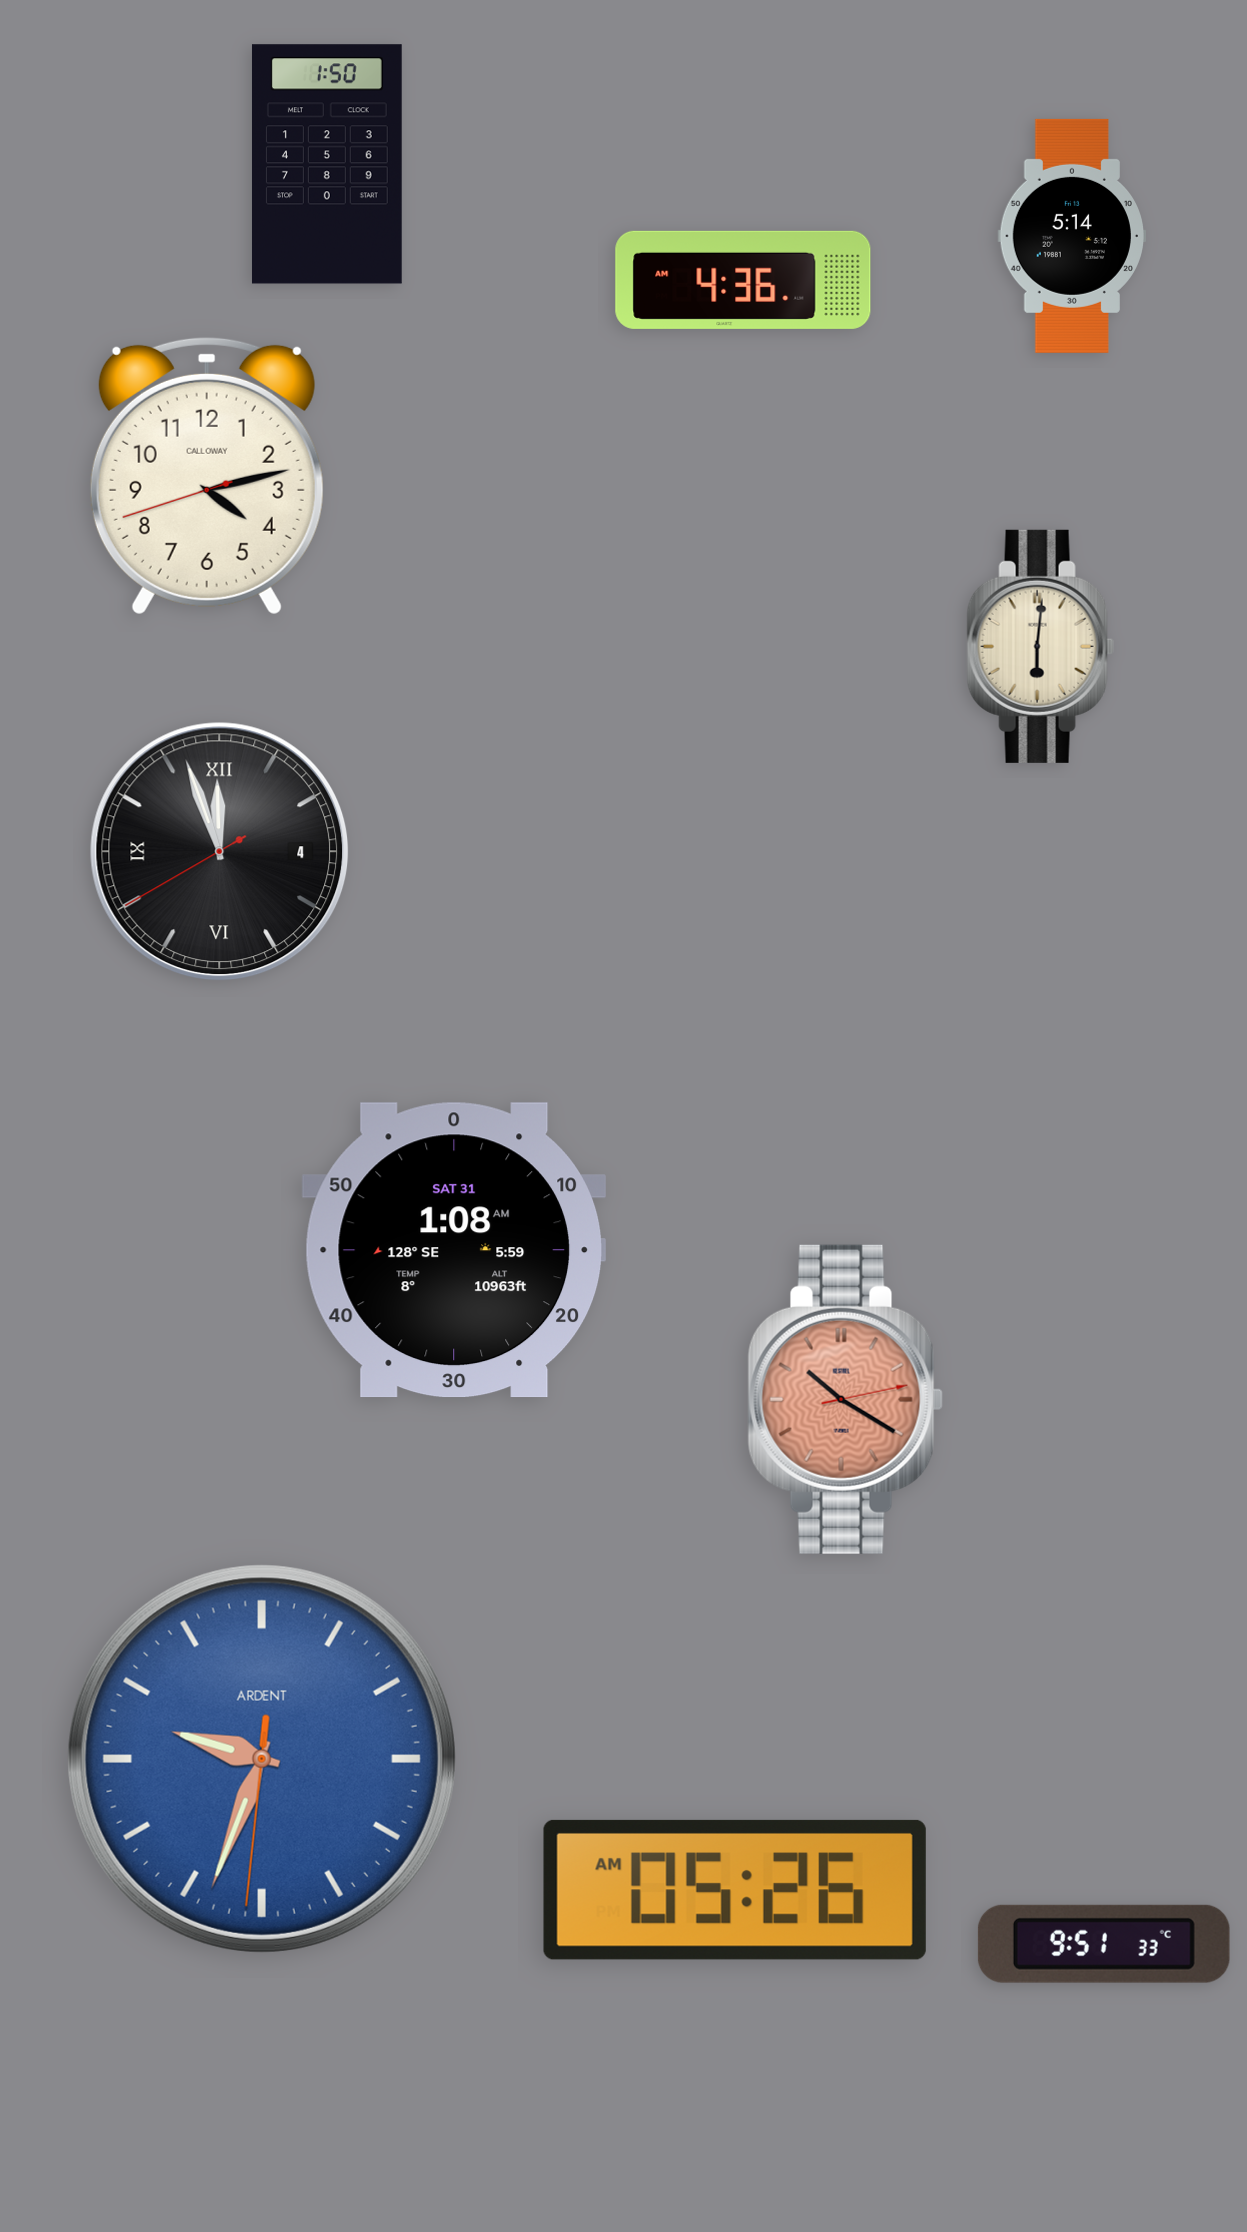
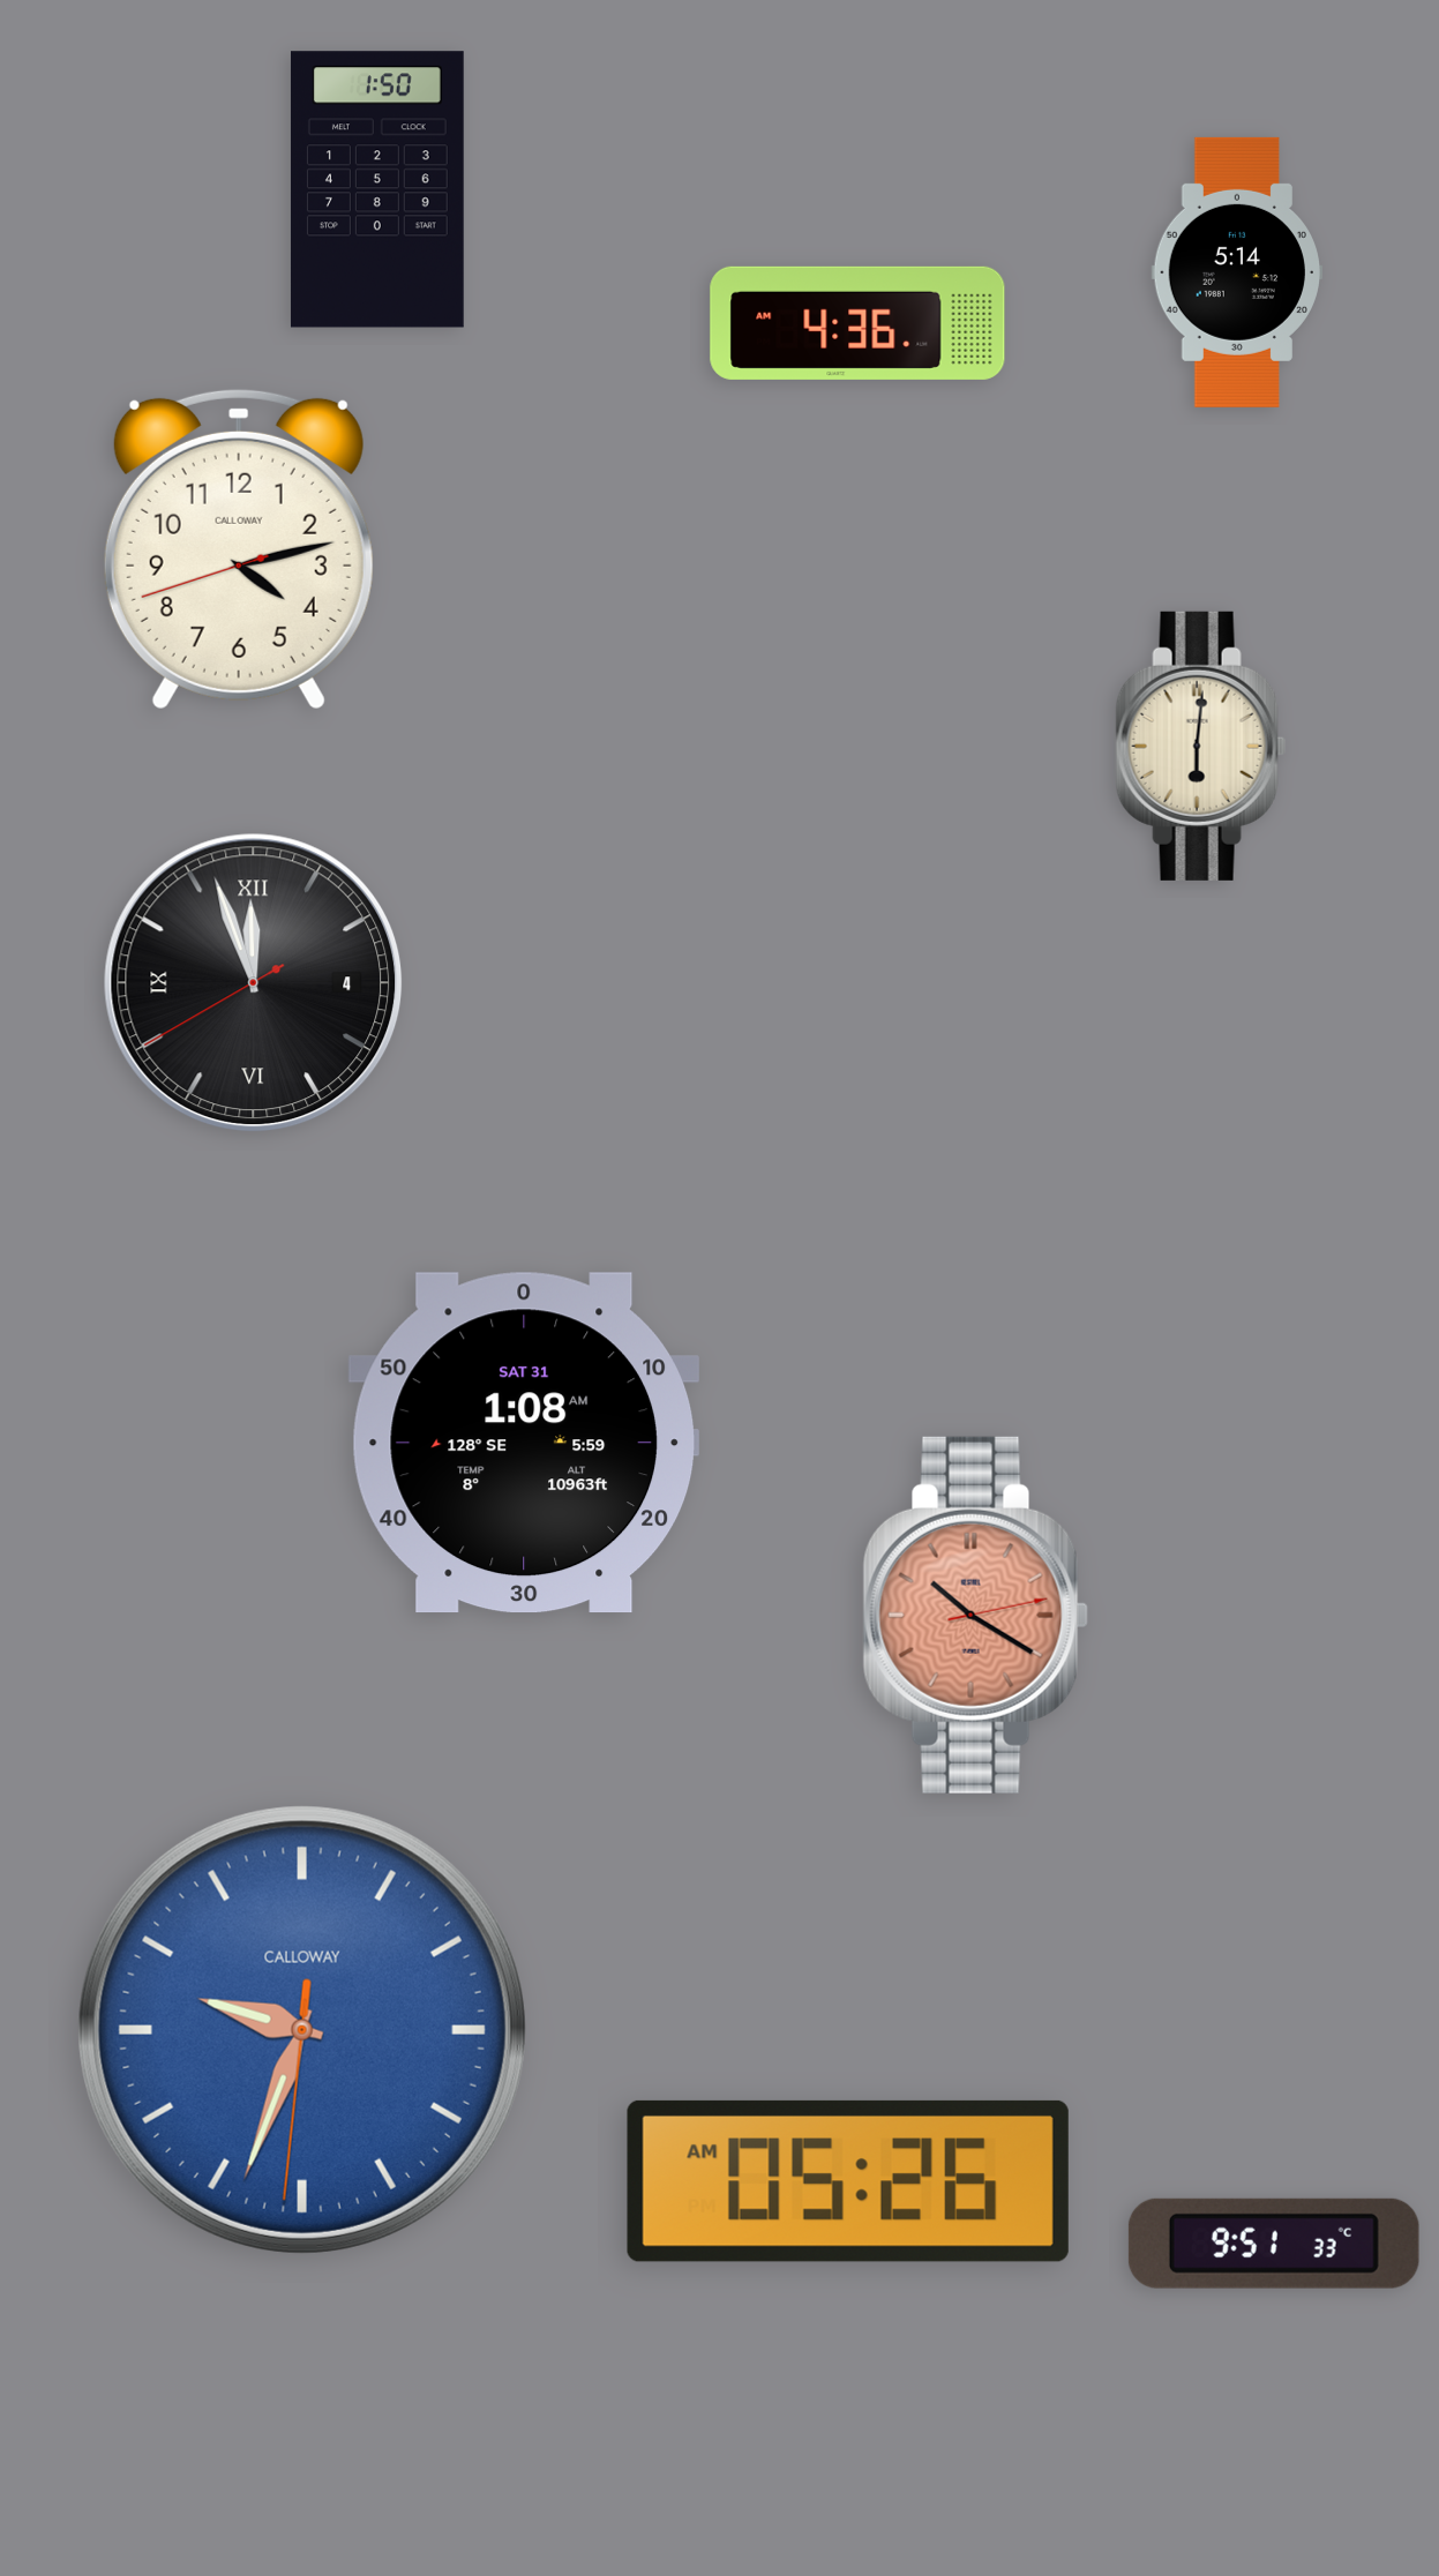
clock at (262, 1759) brand: ARDENT -> CALLOWAY
